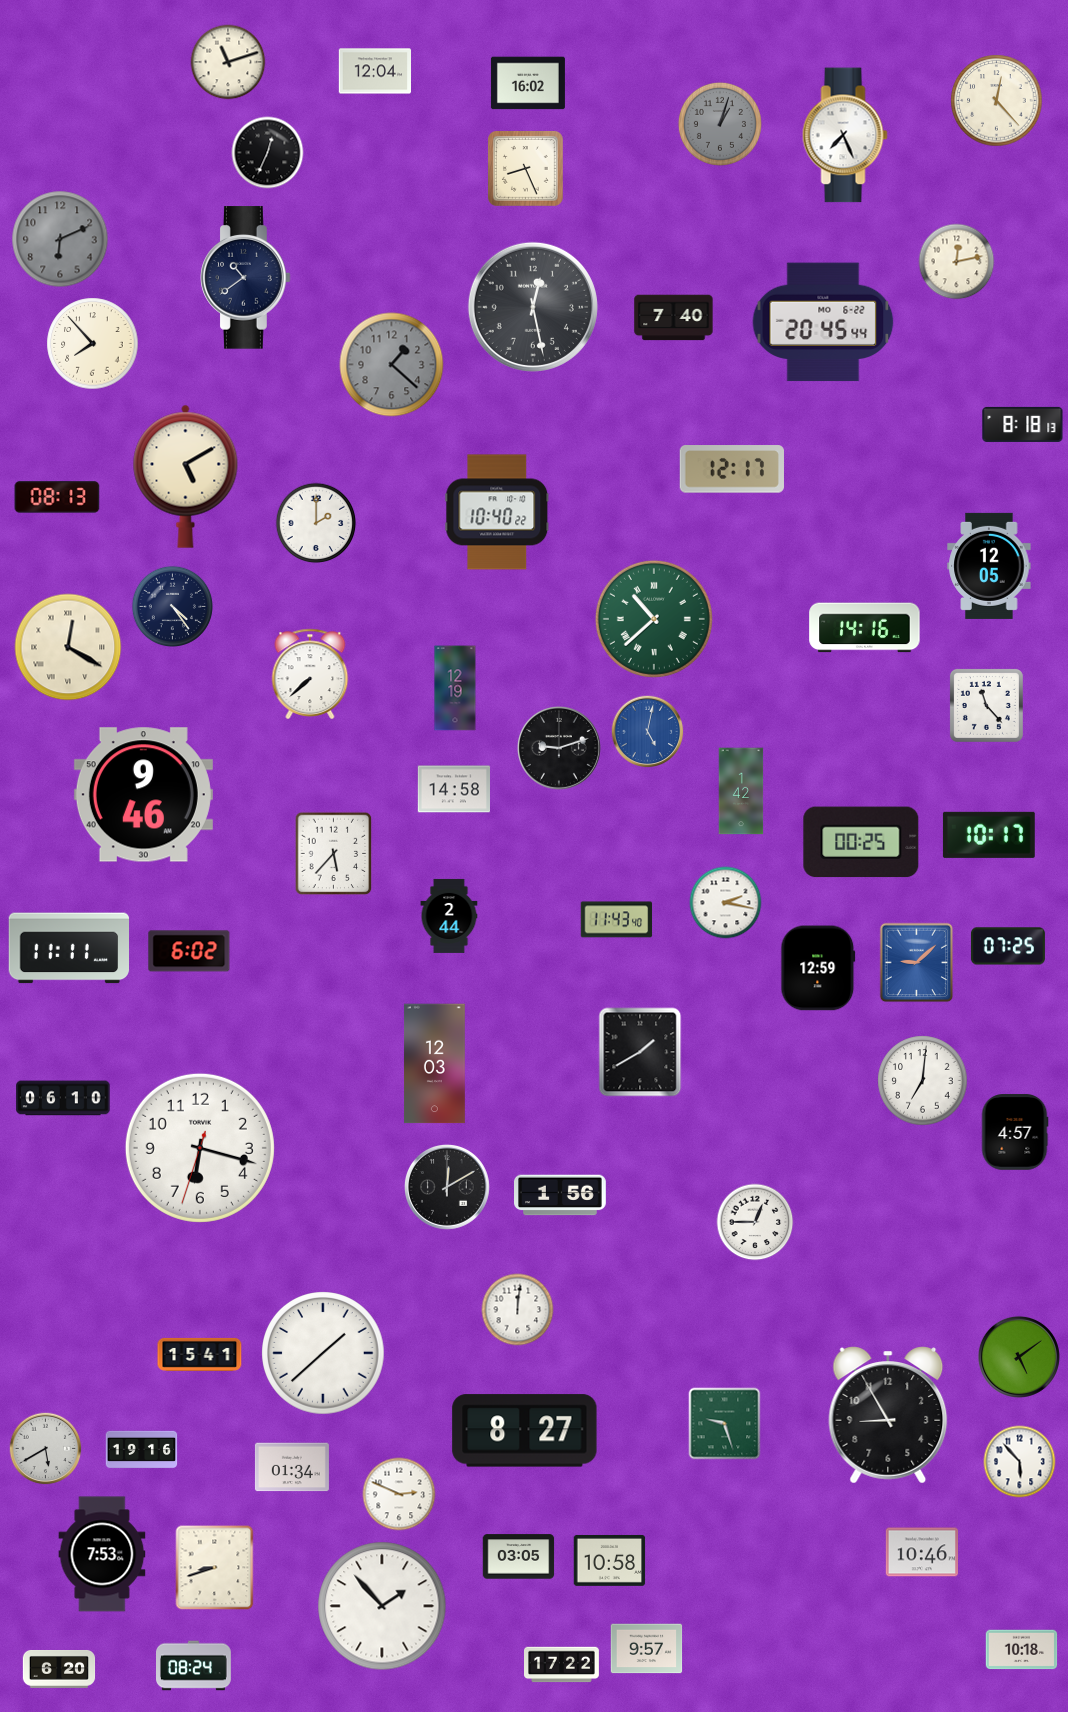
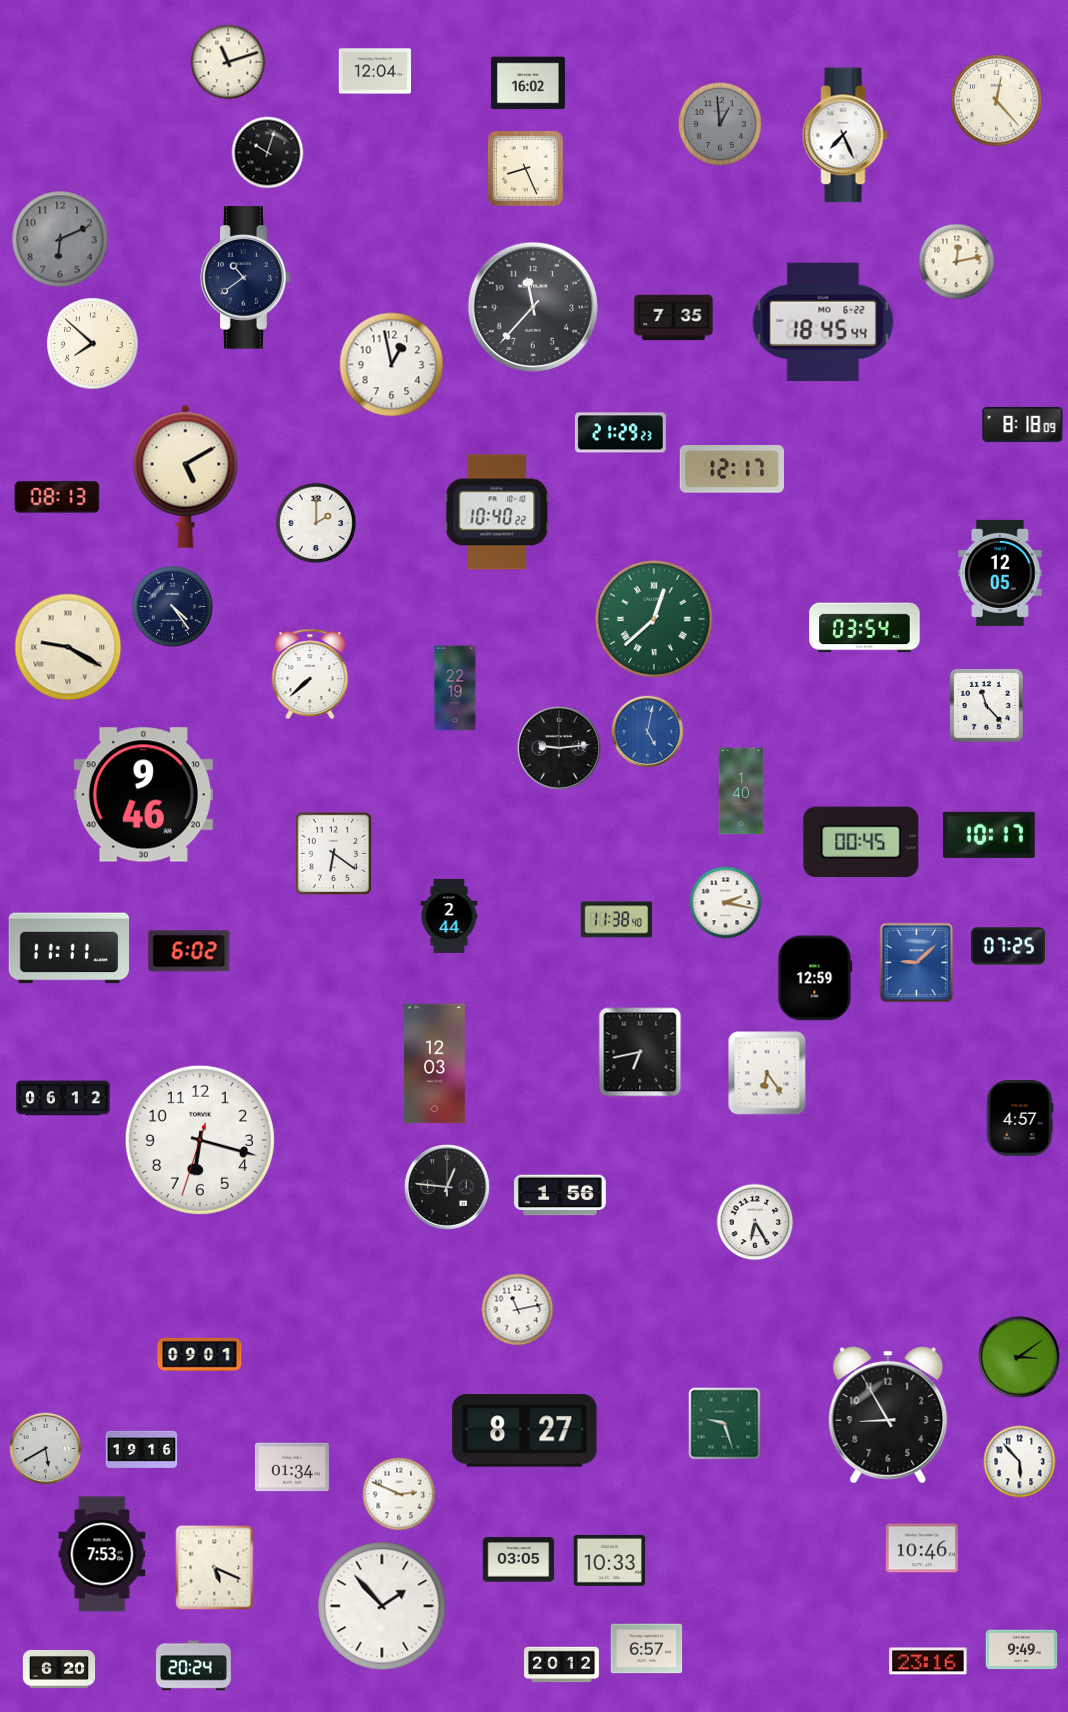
clock at (720, 124): 1:03 -> 12:59
clock at (268, 153): 12:34 -> 10:03
clock at (533, 307): 12:28 -> 11:37
clock at (674, 318): 7:40 -> 7:35
clock at (823, 322): 20:45 -> 18:45
clock at (93, 344): 7:53 -> 7:52
clock at (392, 365): 1:22 -> 12:58
clock at (392, 365) dial: grey -> white
clock at (1023, 424): 8:18:13 -> 8:18:09
clock at (620, 433): none -> 21:29
clock at (989, 566) position: (989, 566) -> (1000, 573)
clock at (654, 619): 10:38 -> 12:38
clock at (865, 628): 14:16 -> 03:54
clock at (68, 647): 12:20 -> 9:20
clock at (455, 688): 12:19 -> 22:19
clock at (559, 748): 9:12 -> 9:14
clock at (453, 789): 14:58 -> none
clock at (741, 791): 1:42 -> 1:40
clock at (861, 842): 00:25 -> 00:45
clock at (334, 854): 5:37 -> 6:21
clock at (617, 920): 11:43 -> 11:38
clock at (818, 968) position: (818, 968) -> (815, 978)
clock at (640, 1052): 1:40 -> 6:43
clock at (767, 1073): none -> 6:24
clock at (923, 1081): 7:01 -> none
clock at (63, 1098): 06:10 -> 06:12
clock at (1015, 1132) position: (1015, 1132) -> (1020, 1118)
clock at (200, 1148) position: (200, 1148) -> (200, 1140)
clock at (448, 1188): 12:10 -> 12:46
clock at (755, 1222): 12:45 -> 6:25
clock at (518, 1310): 12:01 -> 11:13
clock at (323, 1353): 1:38 -> none
clock at (200, 1354): 15:41 -> 09:01
clock at (1019, 1357): 5:09 -> 3:09
clock at (921, 1552) position: (921, 1552) -> (921, 1548)
clock at (519, 1557) position: (519, 1557) -> (519, 1560)
clock at (610, 1560): 10:58 -> 10:33
clock at (215, 1568): 8:42 -> 5:19
clock at (647, 1649): 9:57 -> 6:57
clock at (1022, 1650): 10:18 -> 9:49
clock at (928, 1661): none -> 23:16
clock at (562, 1665): 17:22 -> 20:12
clock at (194, 1666): 08:24 -> 20:24
